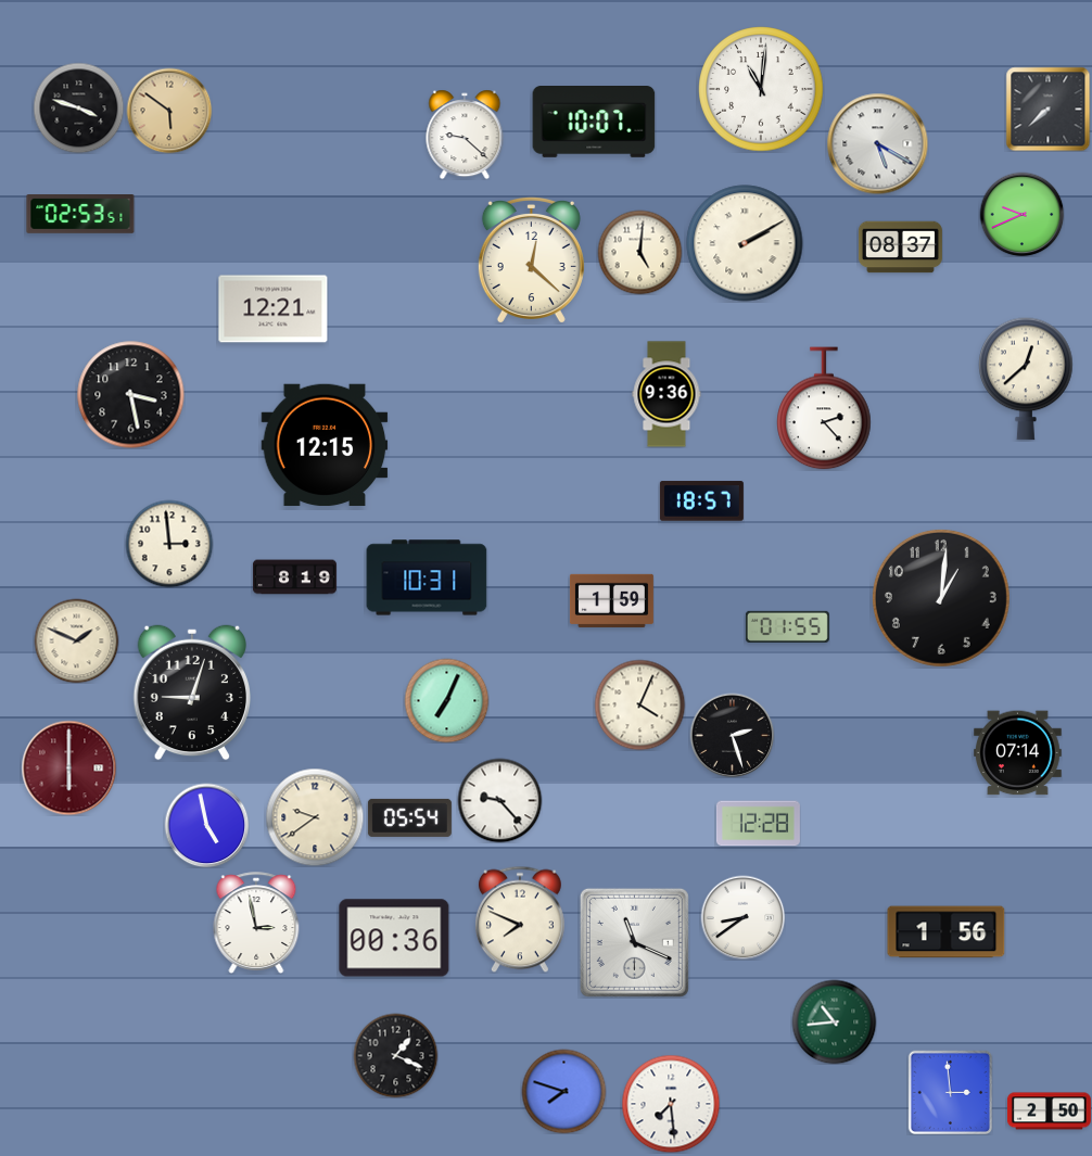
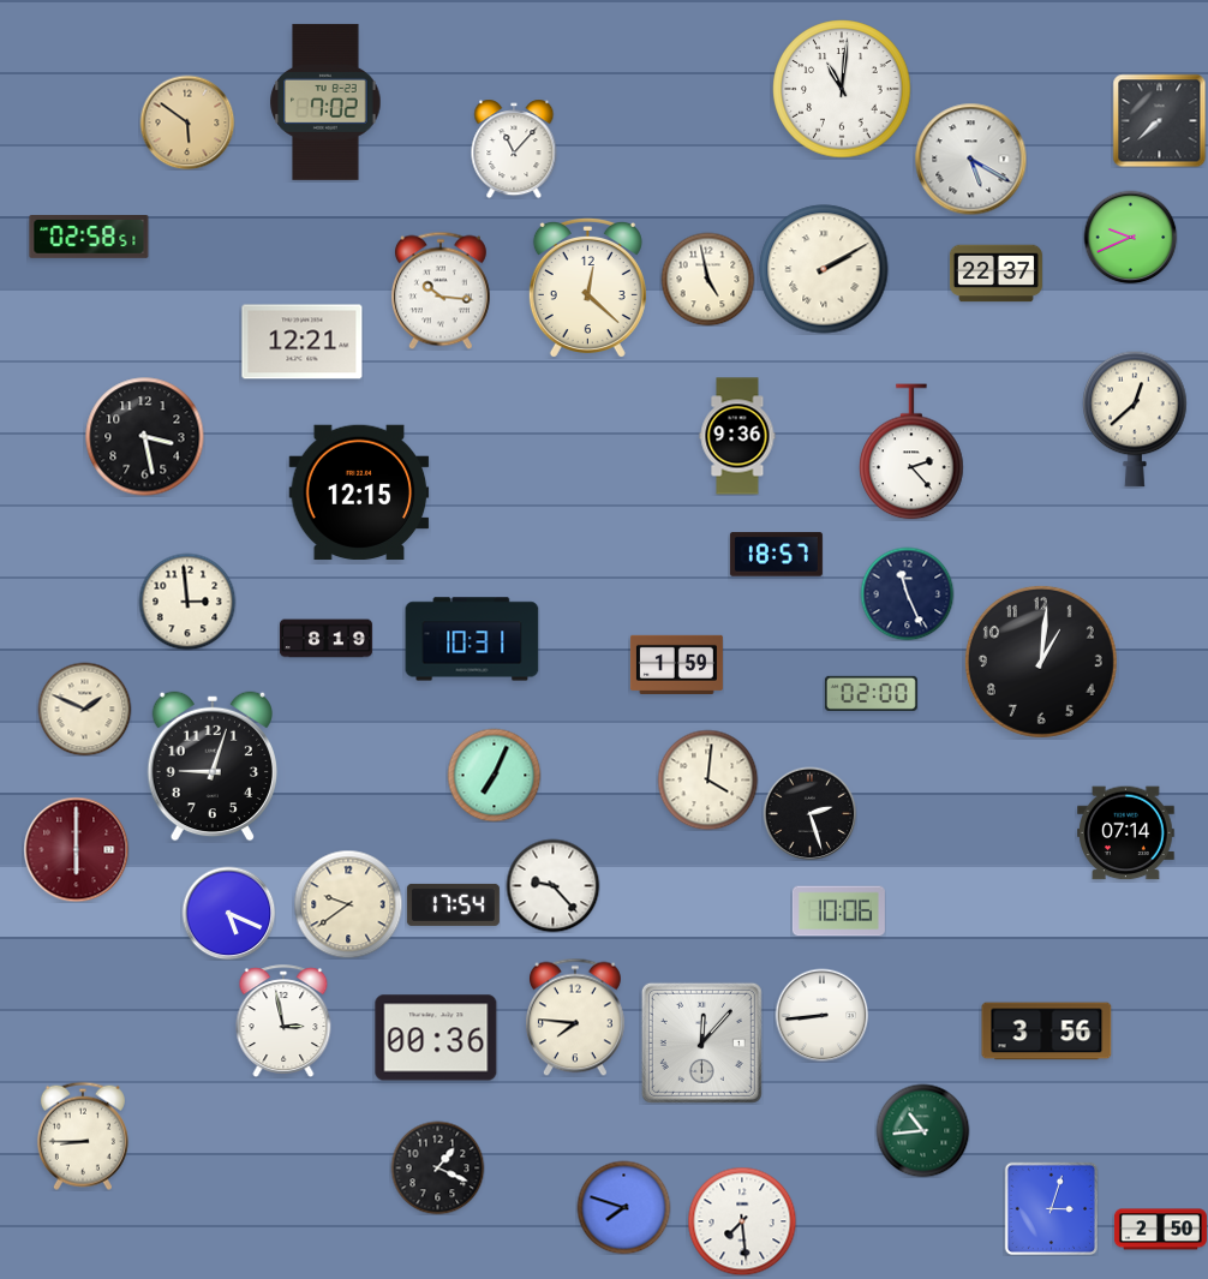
clock at (761, 89) position: (761, 89) -> (842, 89)
clock at (325, 102): none -> 7:02
clock at (78, 107): 3:48 -> none
clock at (594, 123): 10:07 -> none
clock at (465, 135): 9:22 -> 11:07
clock at (80, 215): 02:53 -> 02:58
clock at (900, 247): 08:37 -> 22:37
clock at (639, 252): 5:01 -> 4:58
clock at (441, 291): none -> 10:16
clock at (907, 593): none -> 11:26
clock at (787, 626): 01:55 -> 02:00
clock at (639, 704): 4:04 -> 4:01
clock at (409, 817): 05:54 -> 17:54
clock at (758, 824): 12:28 -> 10:06
clock at (206, 825): 4:58 -> 5:19
clock at (742, 917): 8:39 -> 8:44
clock at (520, 919): 7:49 -> 7:46
clock at (947, 932): 1:56 -> 3:56
clock at (634, 942): 11:19 -> 12:07
clock at (83, 1136): none -> 8:45
clock at (950, 1092): 2:59 -> 3:03
